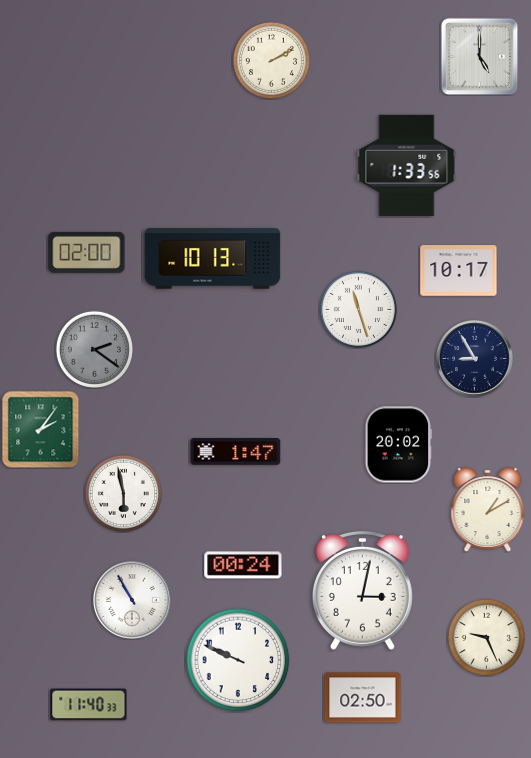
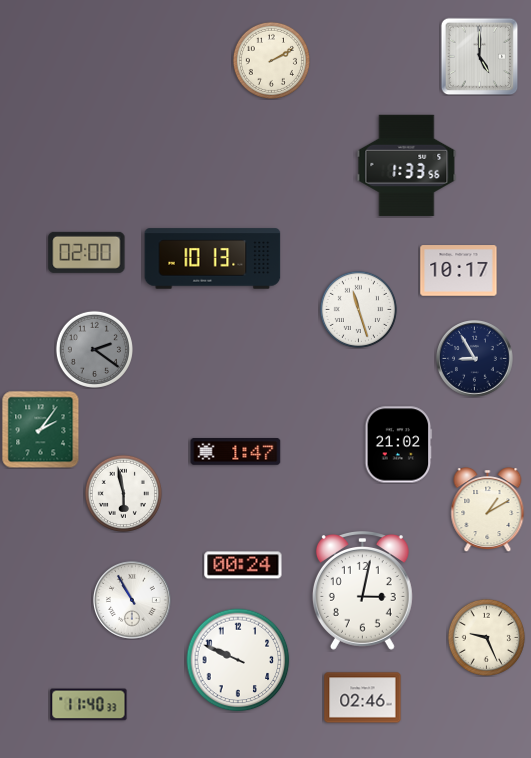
clock at (399, 445): 20:02 -> 21:02
clock at (363, 698): 02:50 -> 02:46
